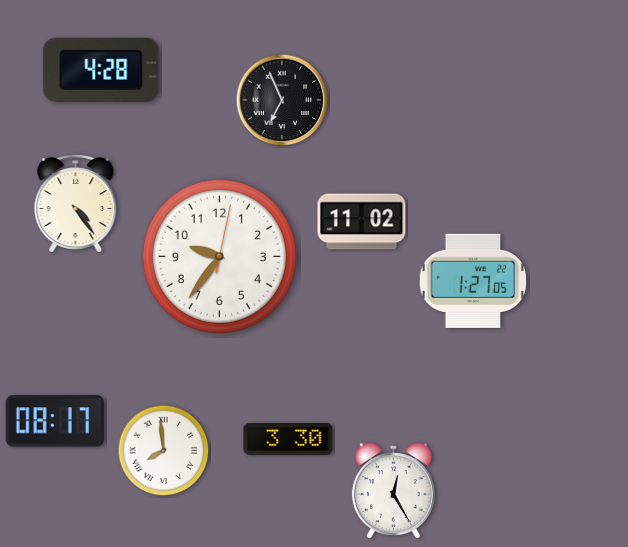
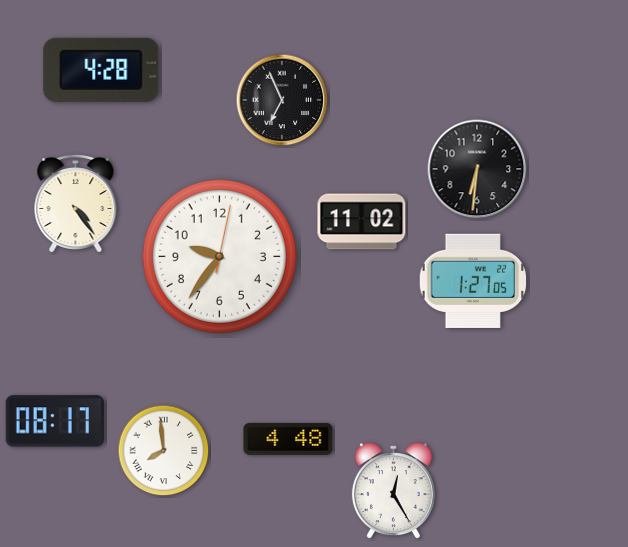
clock at (477, 169): none -> 6:31
clock at (288, 439): 3:30 -> 4:48
